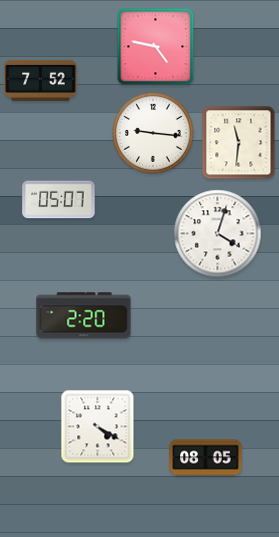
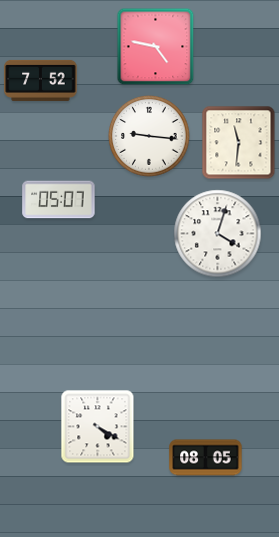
clock at (153, 133) position: (153, 133) -> (149, 136)
clock at (84, 316): 2:20 -> none
